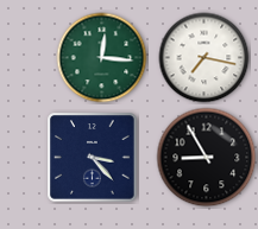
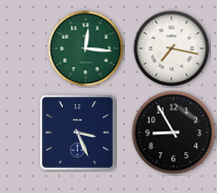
clock at (93, 158): 3:23 -> 3:26
